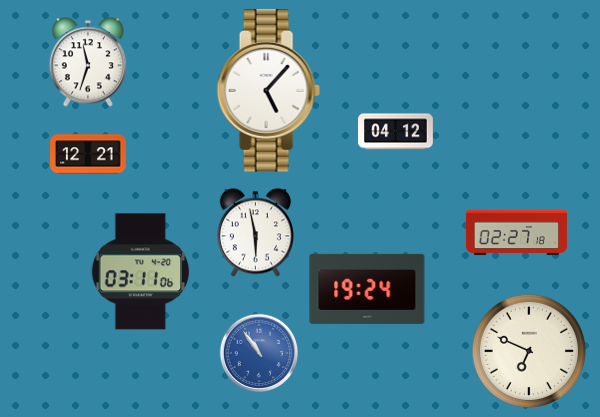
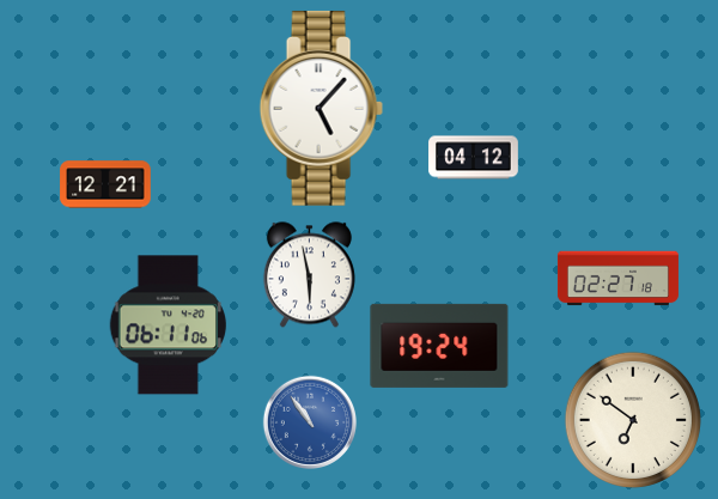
clock at (87, 62): 11:33 -> none
clock at (255, 233) position: (255, 233) -> (309, 275)
clock at (140, 272): 03:11 -> 06:11
clock at (529, 351): 6:49 -> 6:51
